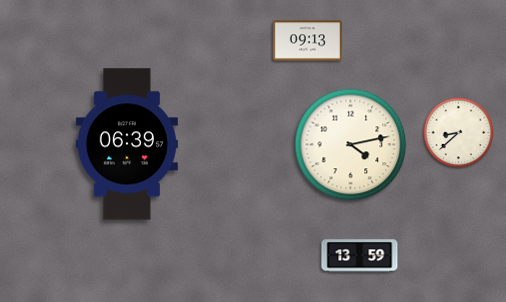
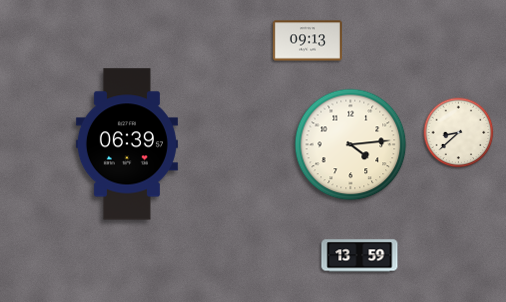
clock at (351, 145): 4:13 -> 4:14
